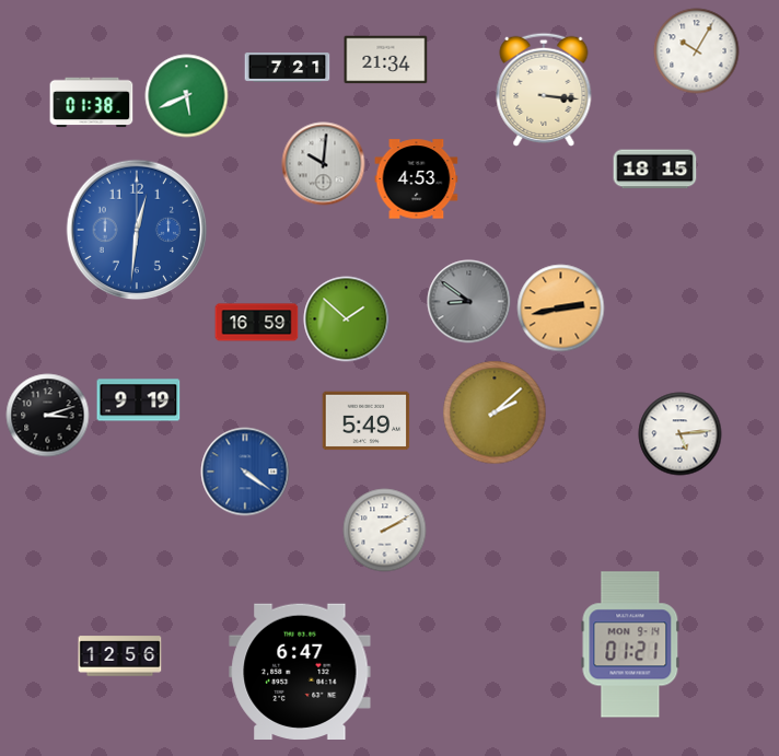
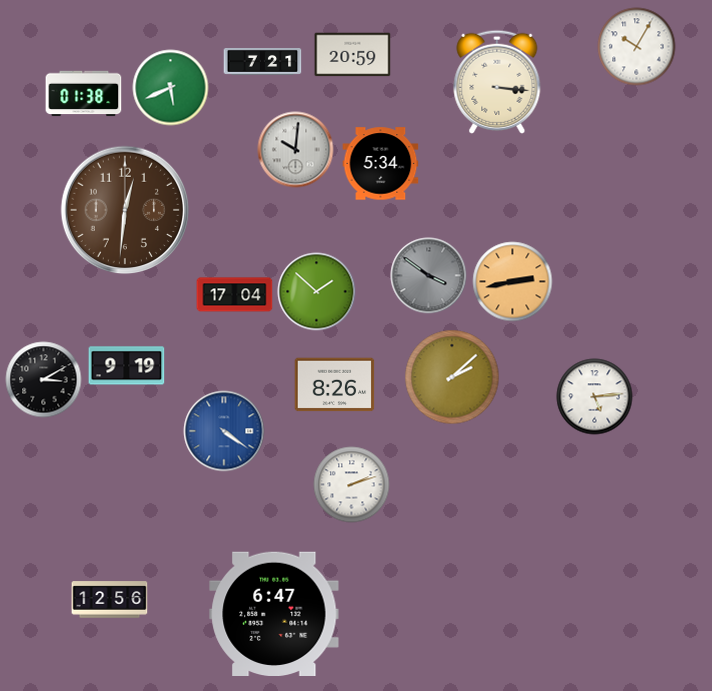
clock at (386, 60): 21:34 -> 20:59
clock at (655, 170): 18:15 -> none
clock at (417, 179): 4:53 -> 5:34
clock at (137, 230) dial: blue -> brown
clock at (469, 302): 8:51 -> 3:51
clock at (257, 323): 16:59 -> 17:04
clock at (48, 416): 3:12 -> 3:10
clock at (367, 421): 5:49 -> 8:26
clock at (681, 434) position: (681, 434) -> (595, 397)
clock at (385, 531): 2:10 -> 2:12
clock at (630, 644): 01:21 -> none
